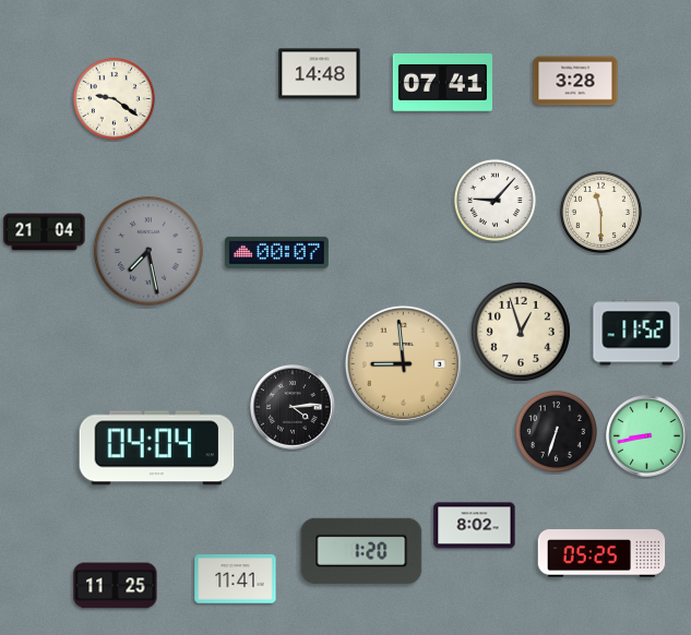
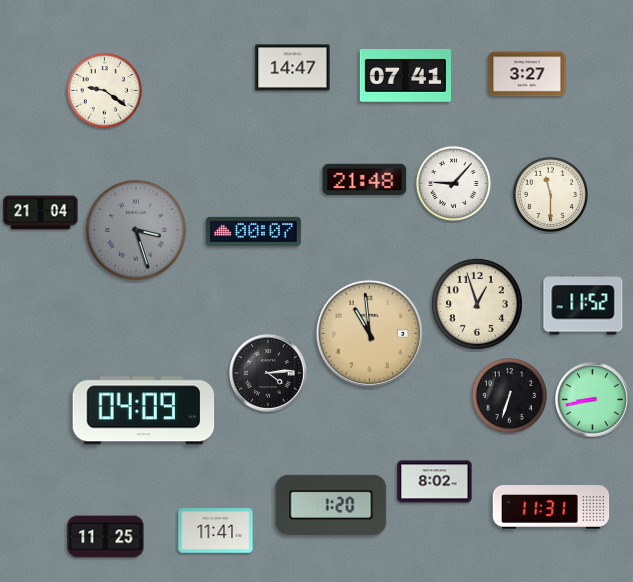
clock at (320, 74): 14:48 -> 14:47
clock at (575, 81): 3:28 -> 3:27
clock at (365, 179): none -> 21:48
clock at (148, 251): 7:28 -> 3:27
clock at (403, 363): 8:59 -> 10:59
clock at (157, 448): 04:04 -> 04:09
clock at (601, 553): 05:25 -> 11:31
